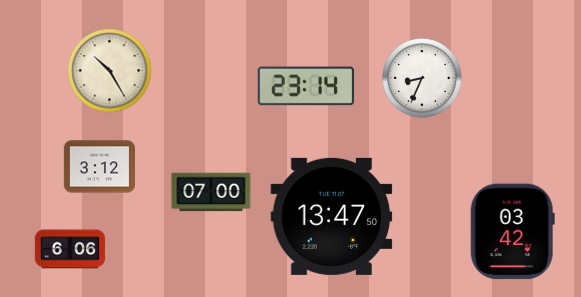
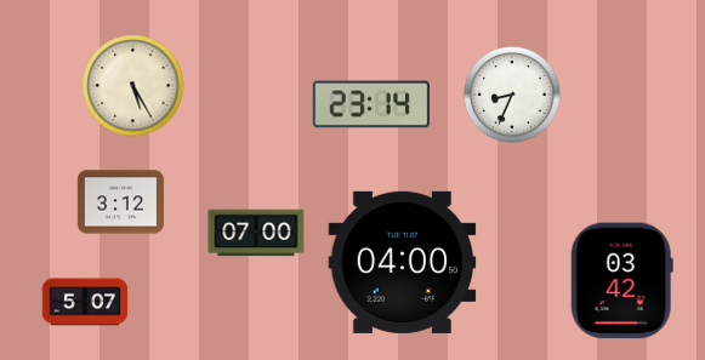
clock at (110, 71): 10:25 -> 5:25
clock at (332, 216): 13:47 -> 04:00
clock at (70, 249): 6:06 -> 5:07
